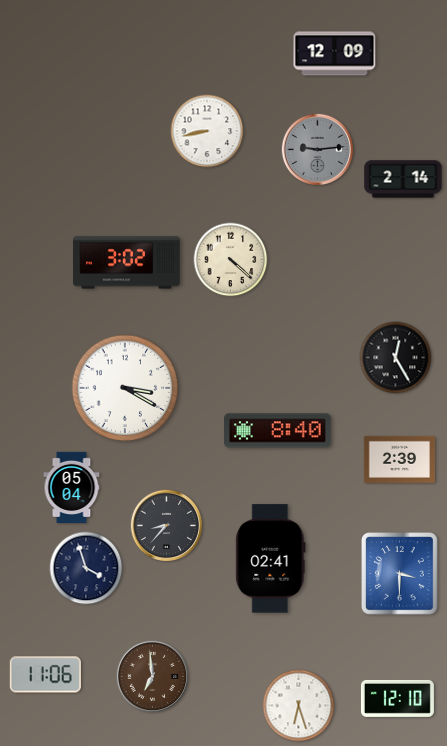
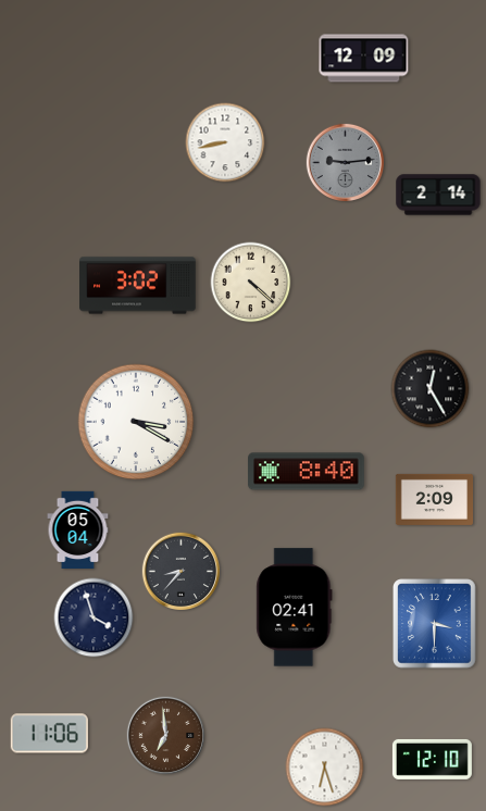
clock at (278, 431) position: (278, 431) -> (307, 472)
clock at (399, 459): 2:39 -> 2:09
